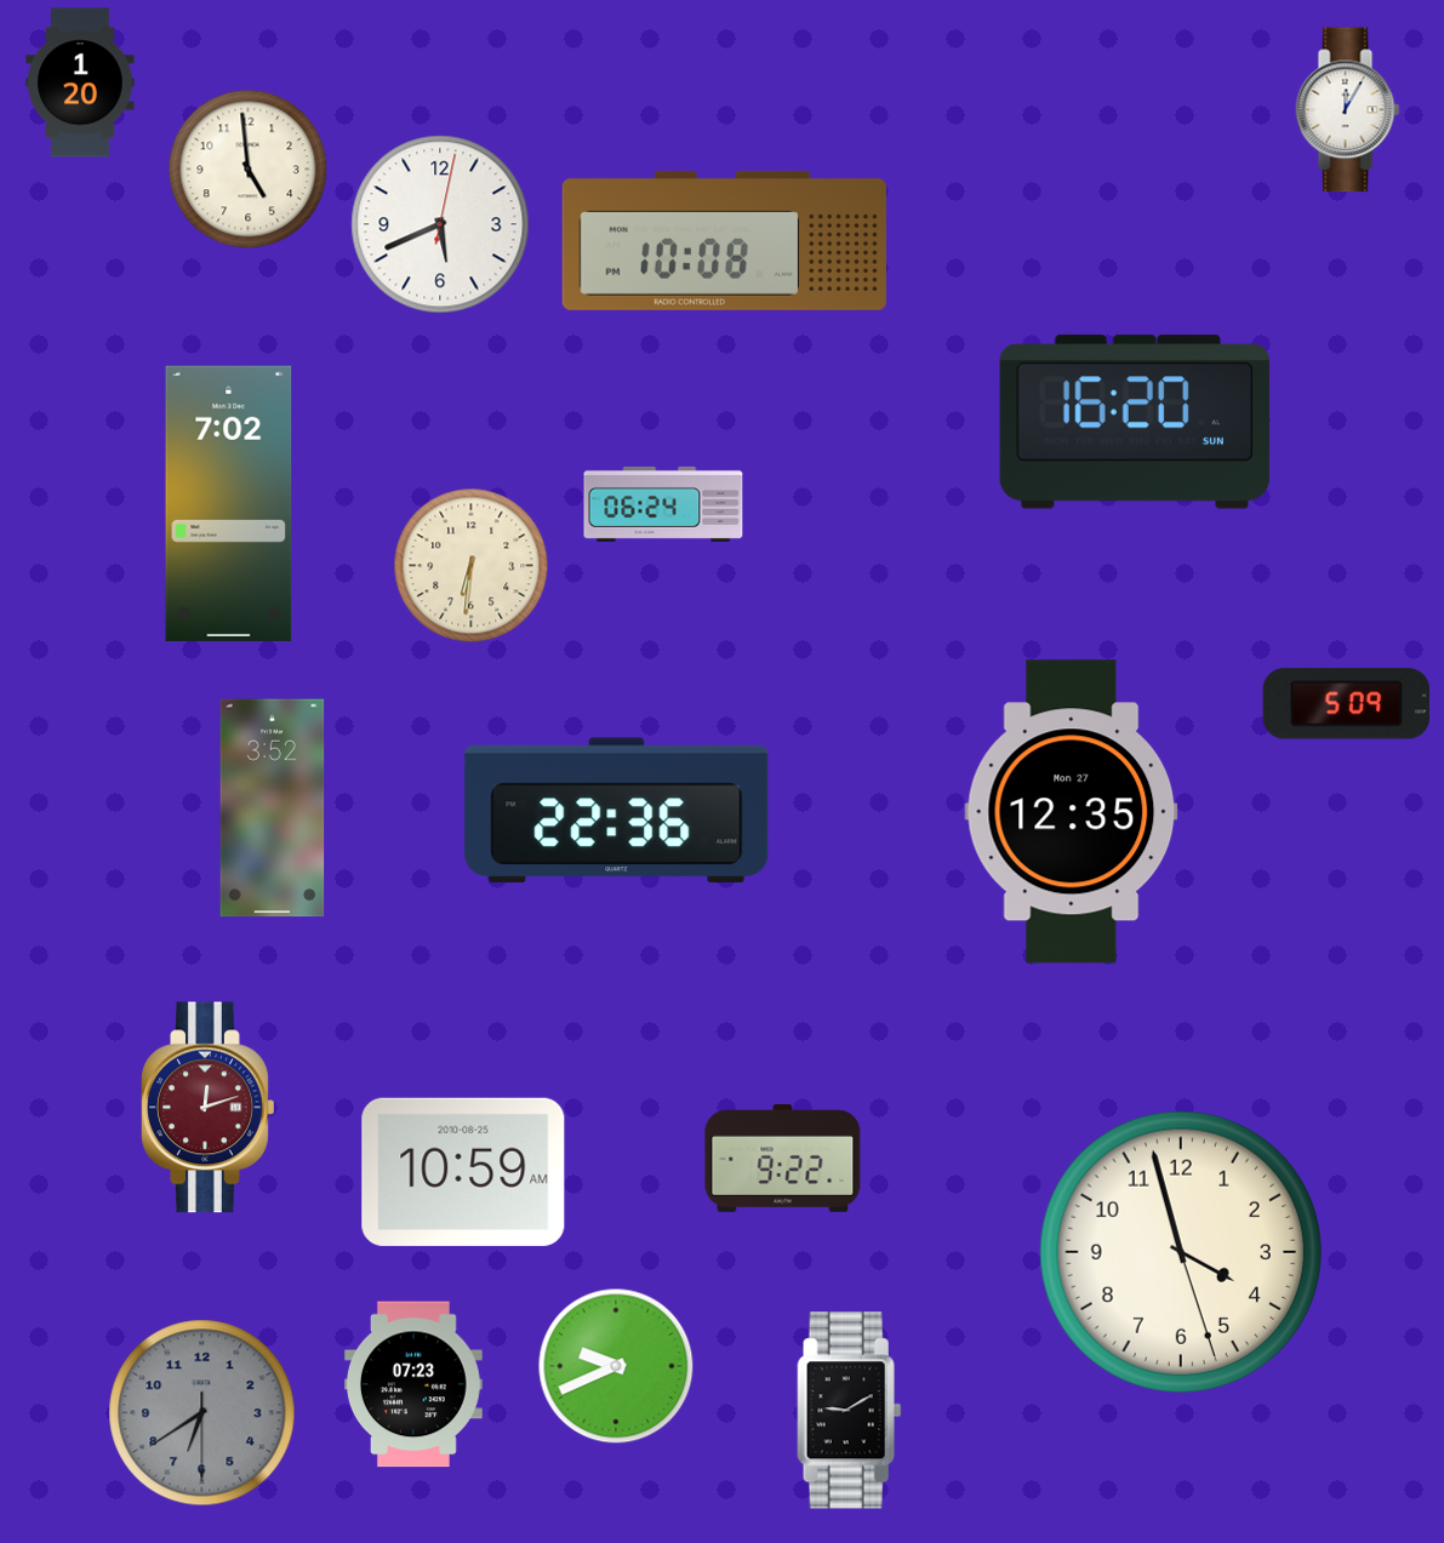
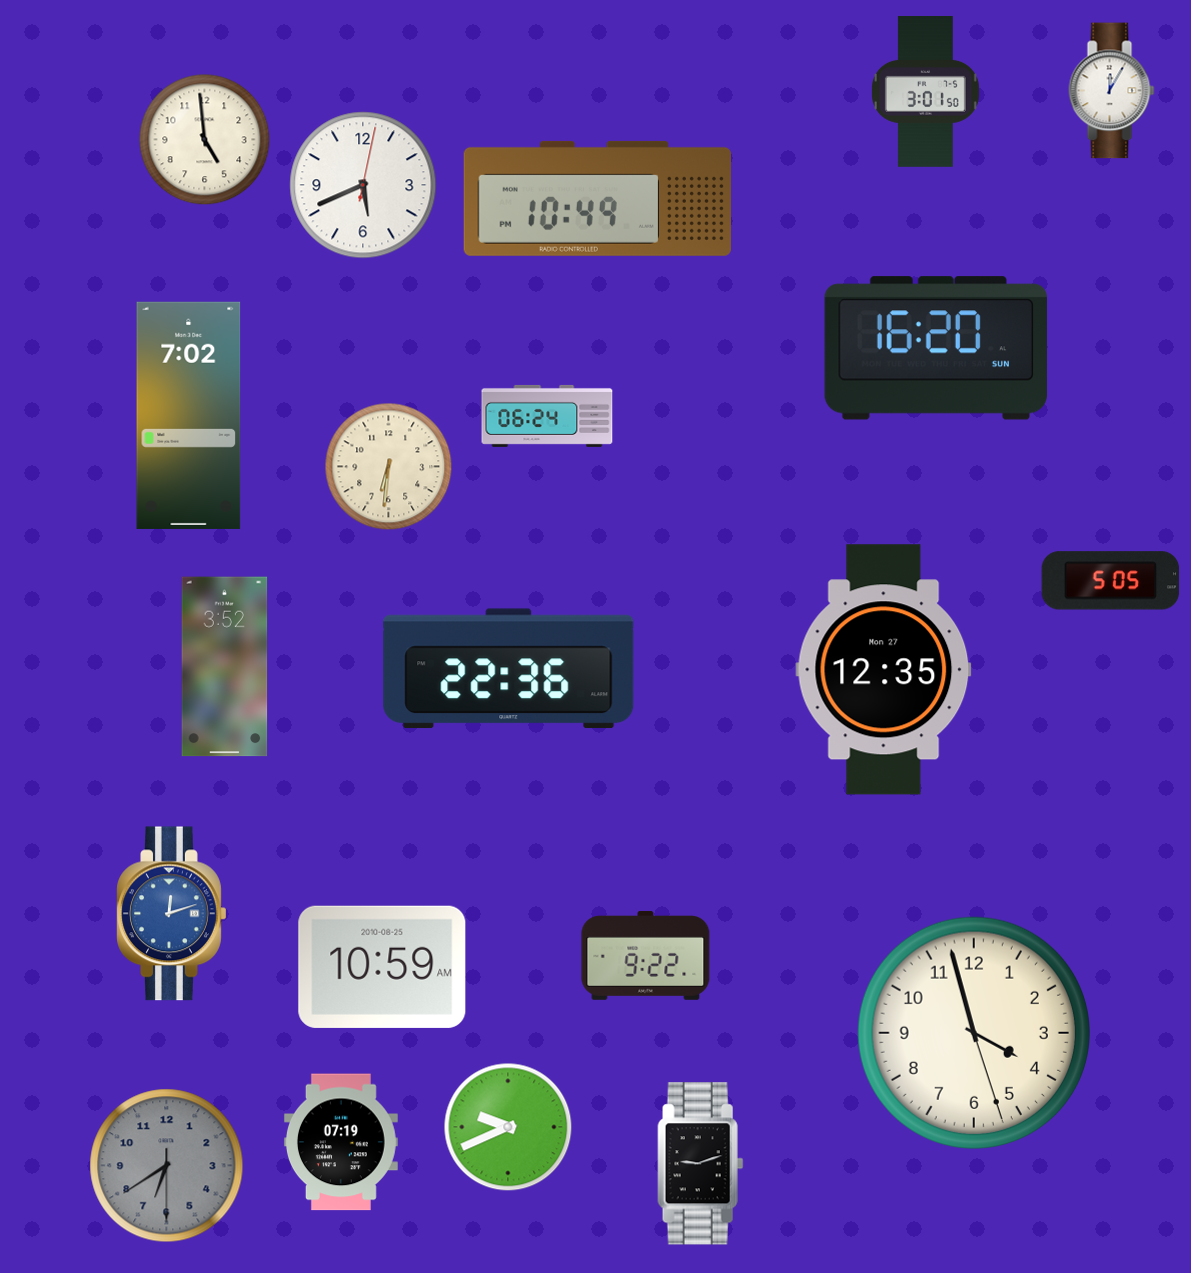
clock at (80, 82): 1:20 -> none
clock at (925, 91): none -> 3:01
clock at (724, 240): 10:08 -> 10:49
clock at (1347, 704): 5:09 -> 5:05
clock at (209, 1108) dial: burgundy -> blue
clock at (413, 1384): 07:23 -> 07:19
clock at (850, 1411): 9:10 -> 9:12
